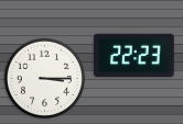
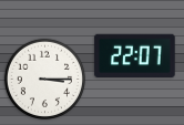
clock at (134, 55): 22:23 -> 22:07
